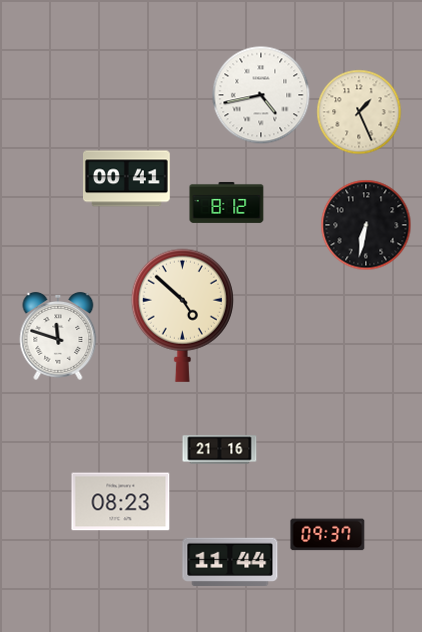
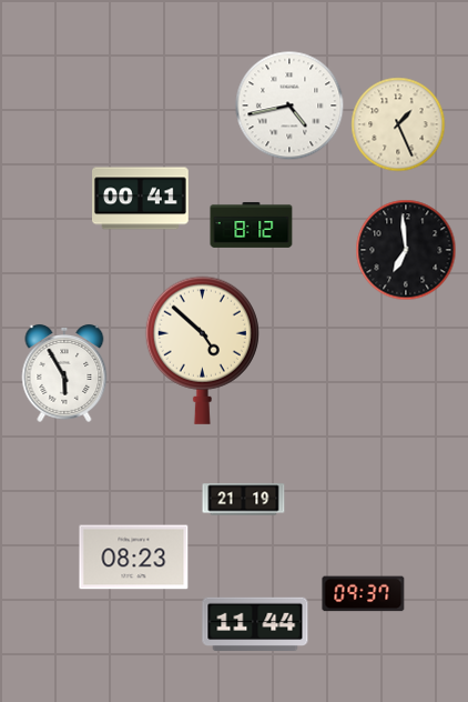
clock at (366, 225): 6:32 -> 6:59
clock at (58, 336): 11:48 -> 5:55
clock at (220, 450): 21:16 -> 21:19
